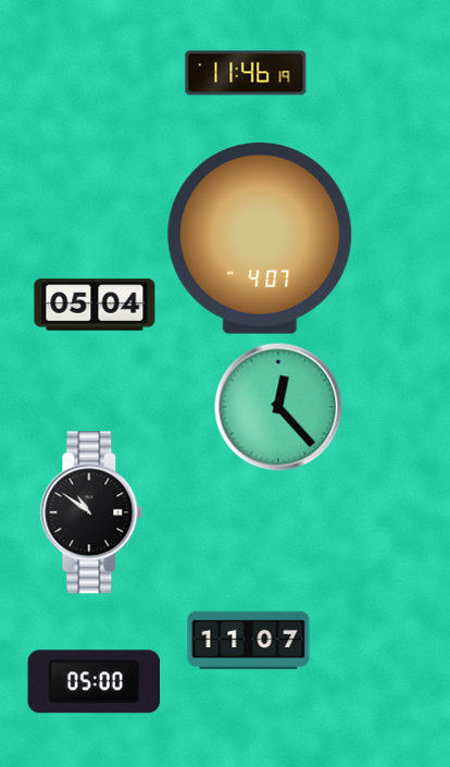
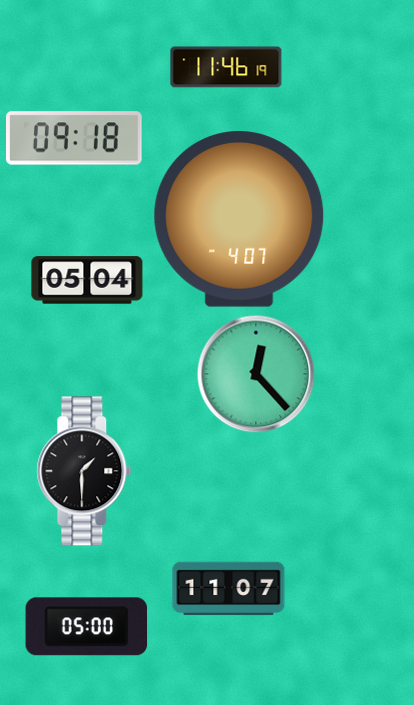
clock at (75, 138): none -> 09:18
clock at (91, 512): 10:51 -> 1:30
